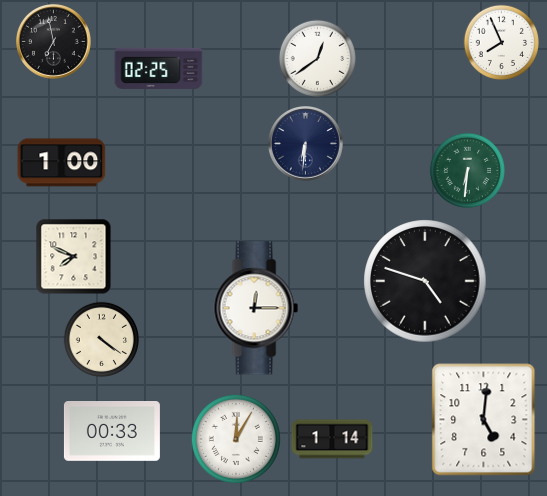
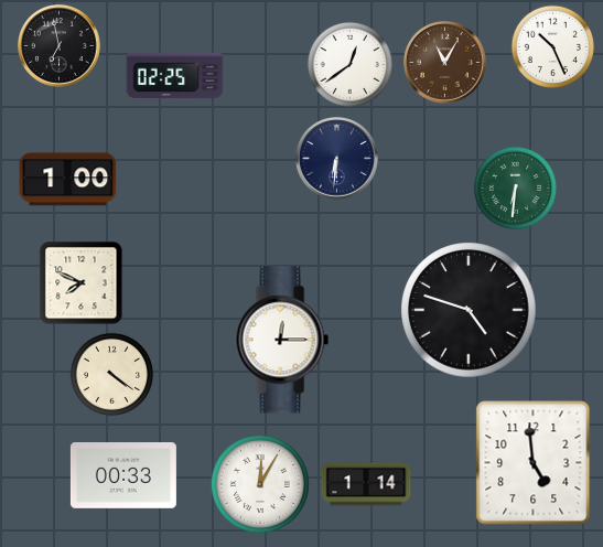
clock at (501, 42): 7:56 -> 10:26
clock at (445, 63): none -> 11:05
clock at (484, 420): 5:01 -> 4:59
